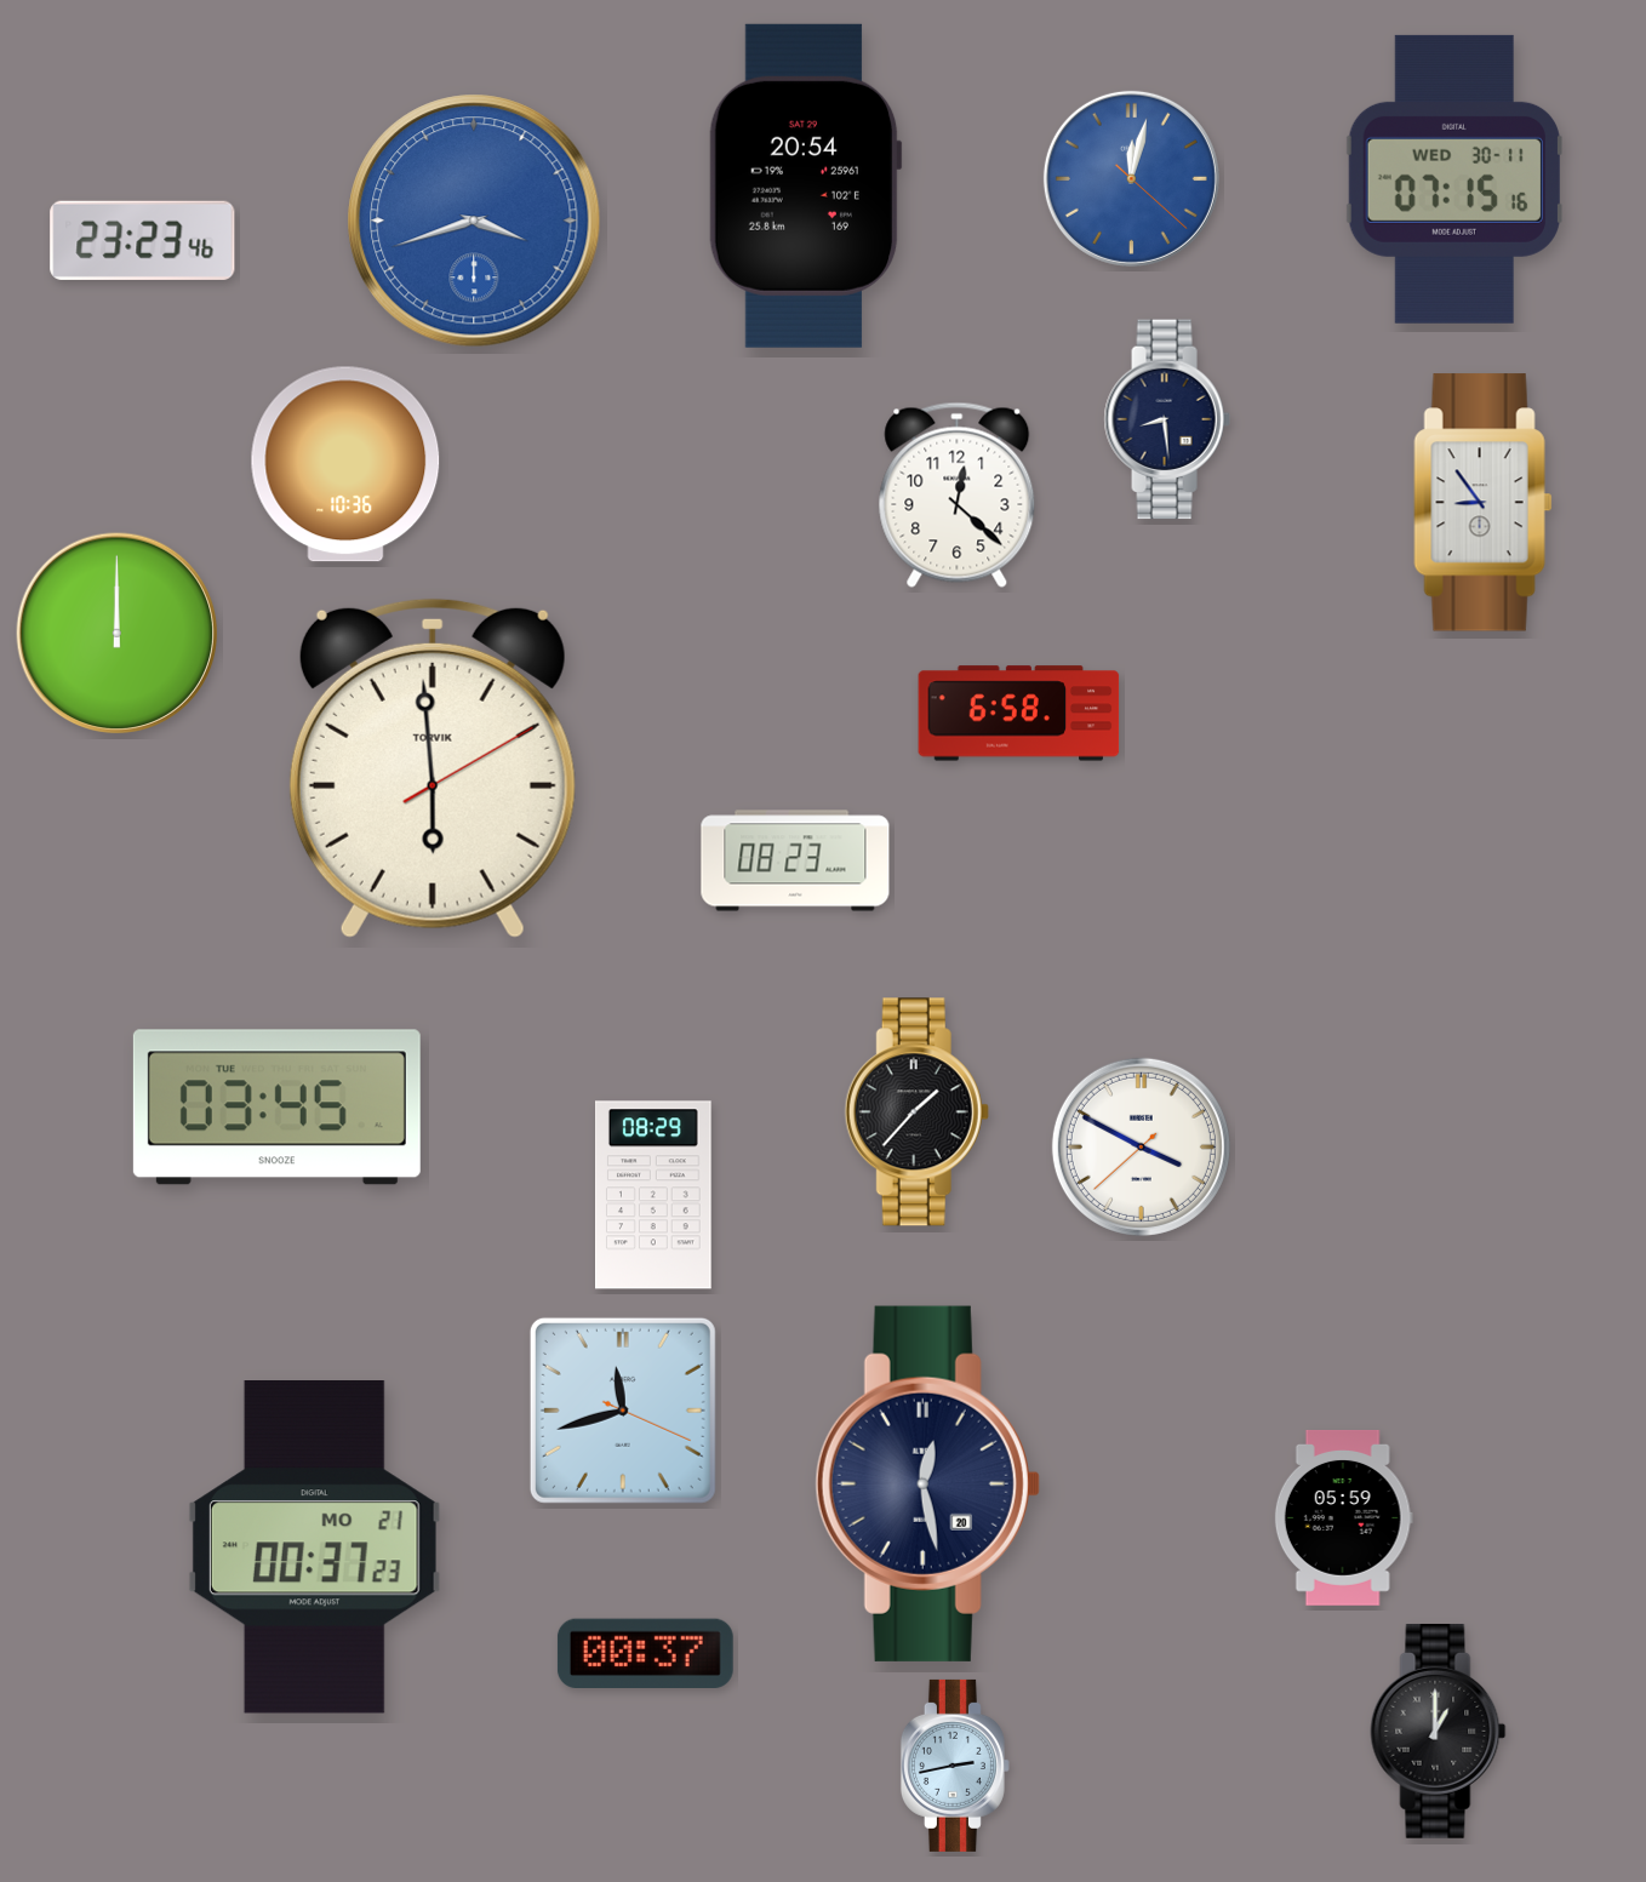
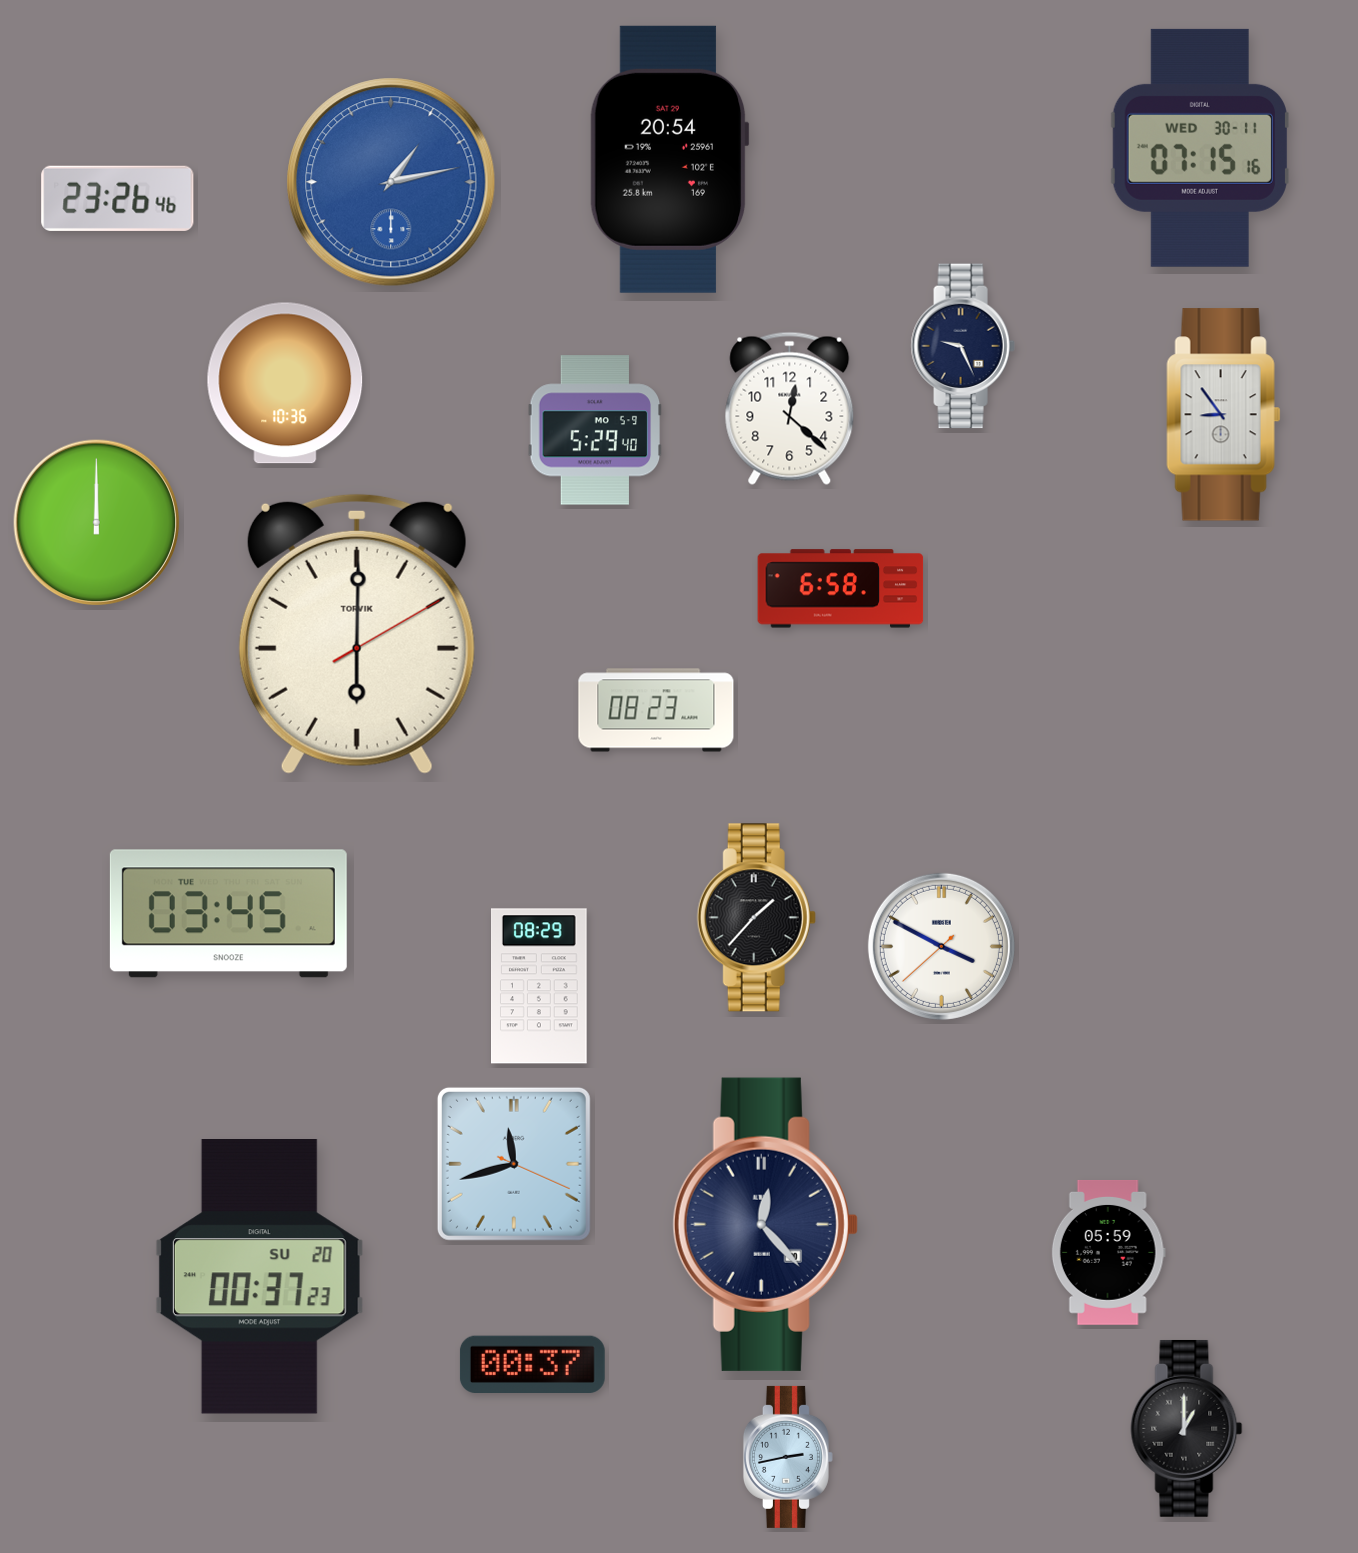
clock at (1131, 178): 12:02 -> none
clock at (805, 185) position: (805, 185) -> (669, 159)
clock at (474, 221): 3:42 -> 1:13
clock at (143, 240): 23:23 -> 23:26
clock at (1167, 419): 8:29 -> 9:26
clock at (595, 430): none -> 5:29
clock at (433, 768): 5:59 -> 6:00
clock at (927, 1483): 12:28 -> 12:23
clock at (314, 1548) date: MO 21 -> SU 20
